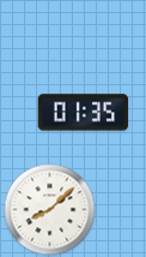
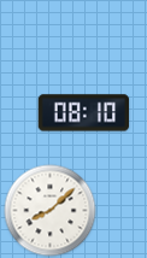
clock at (84, 113): 01:35 -> 08:10
